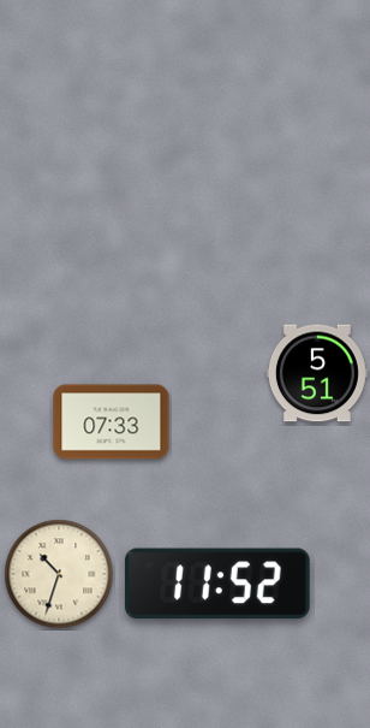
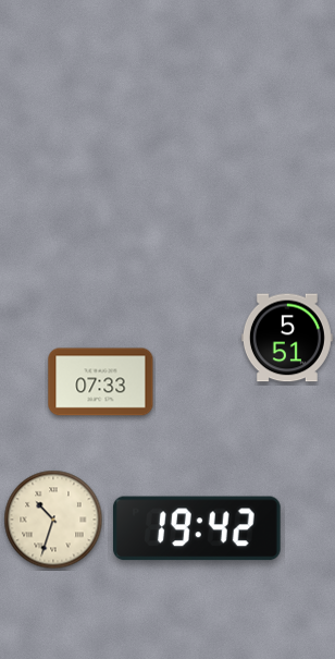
clock at (217, 584): 11:52 -> 19:42
